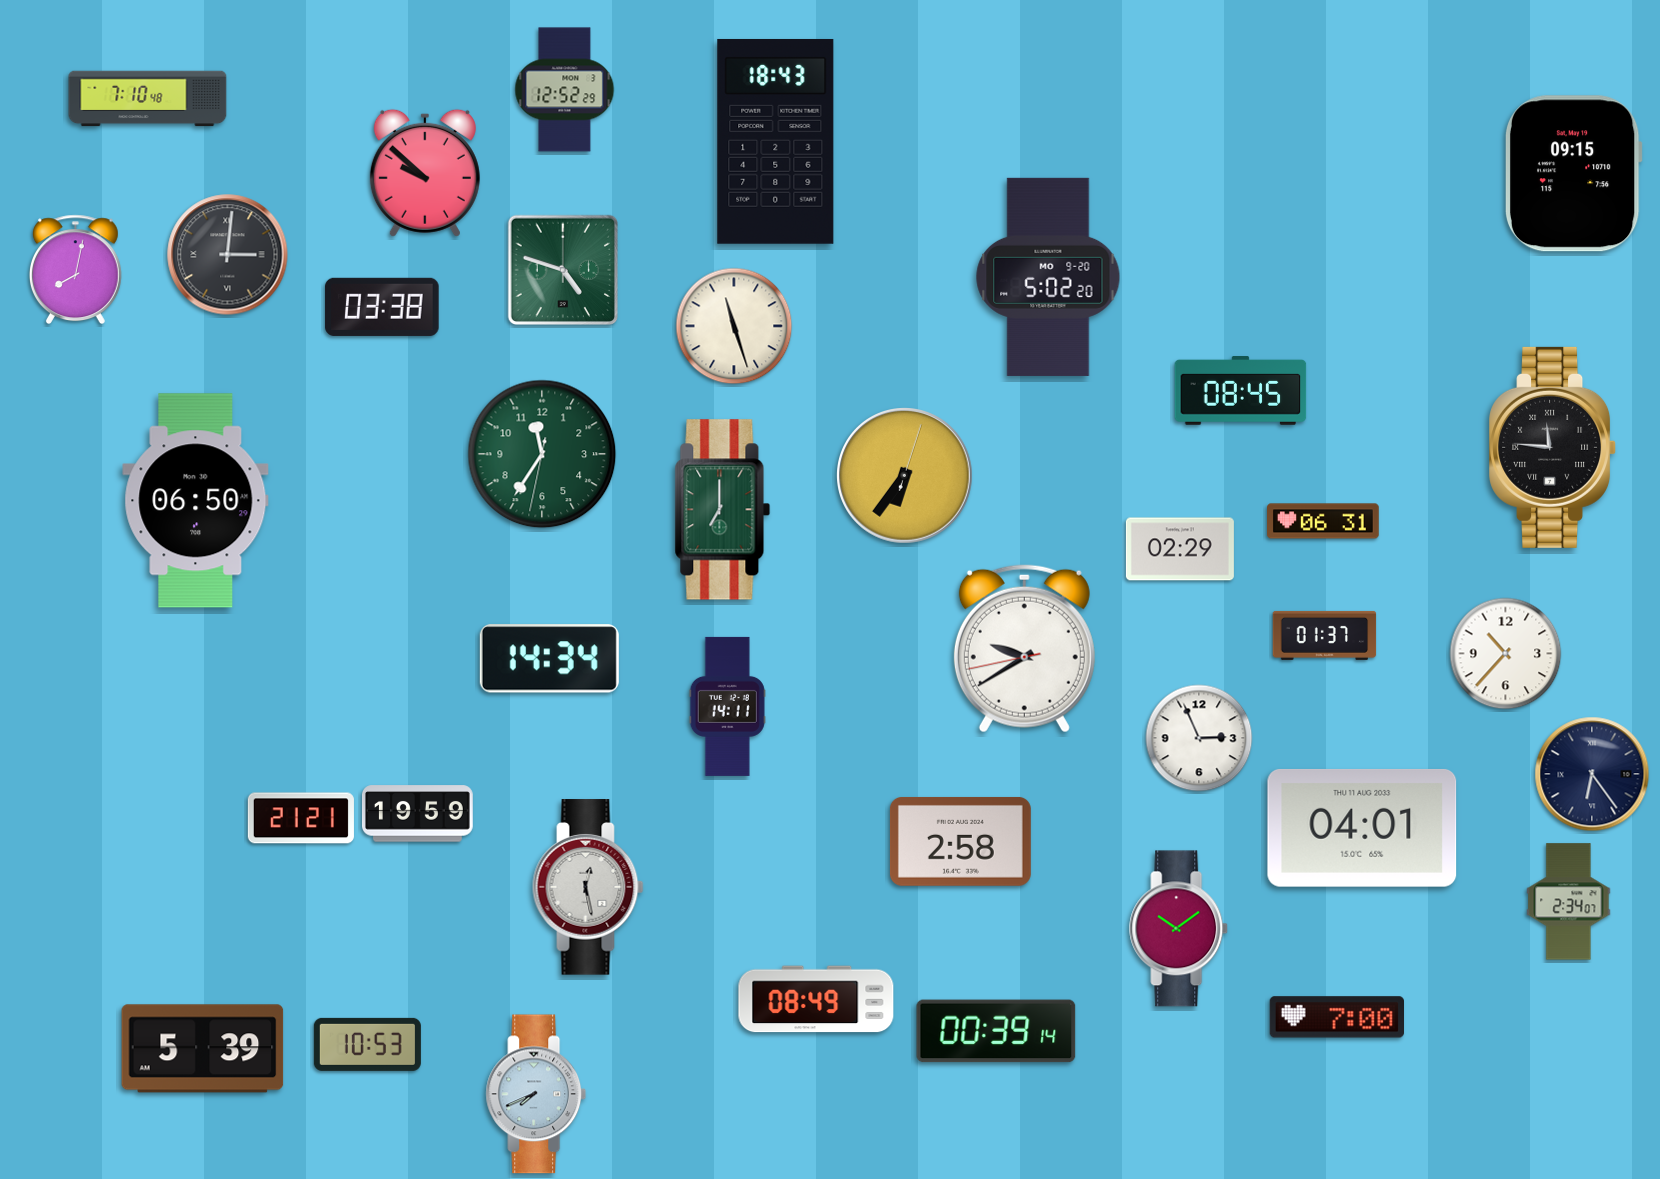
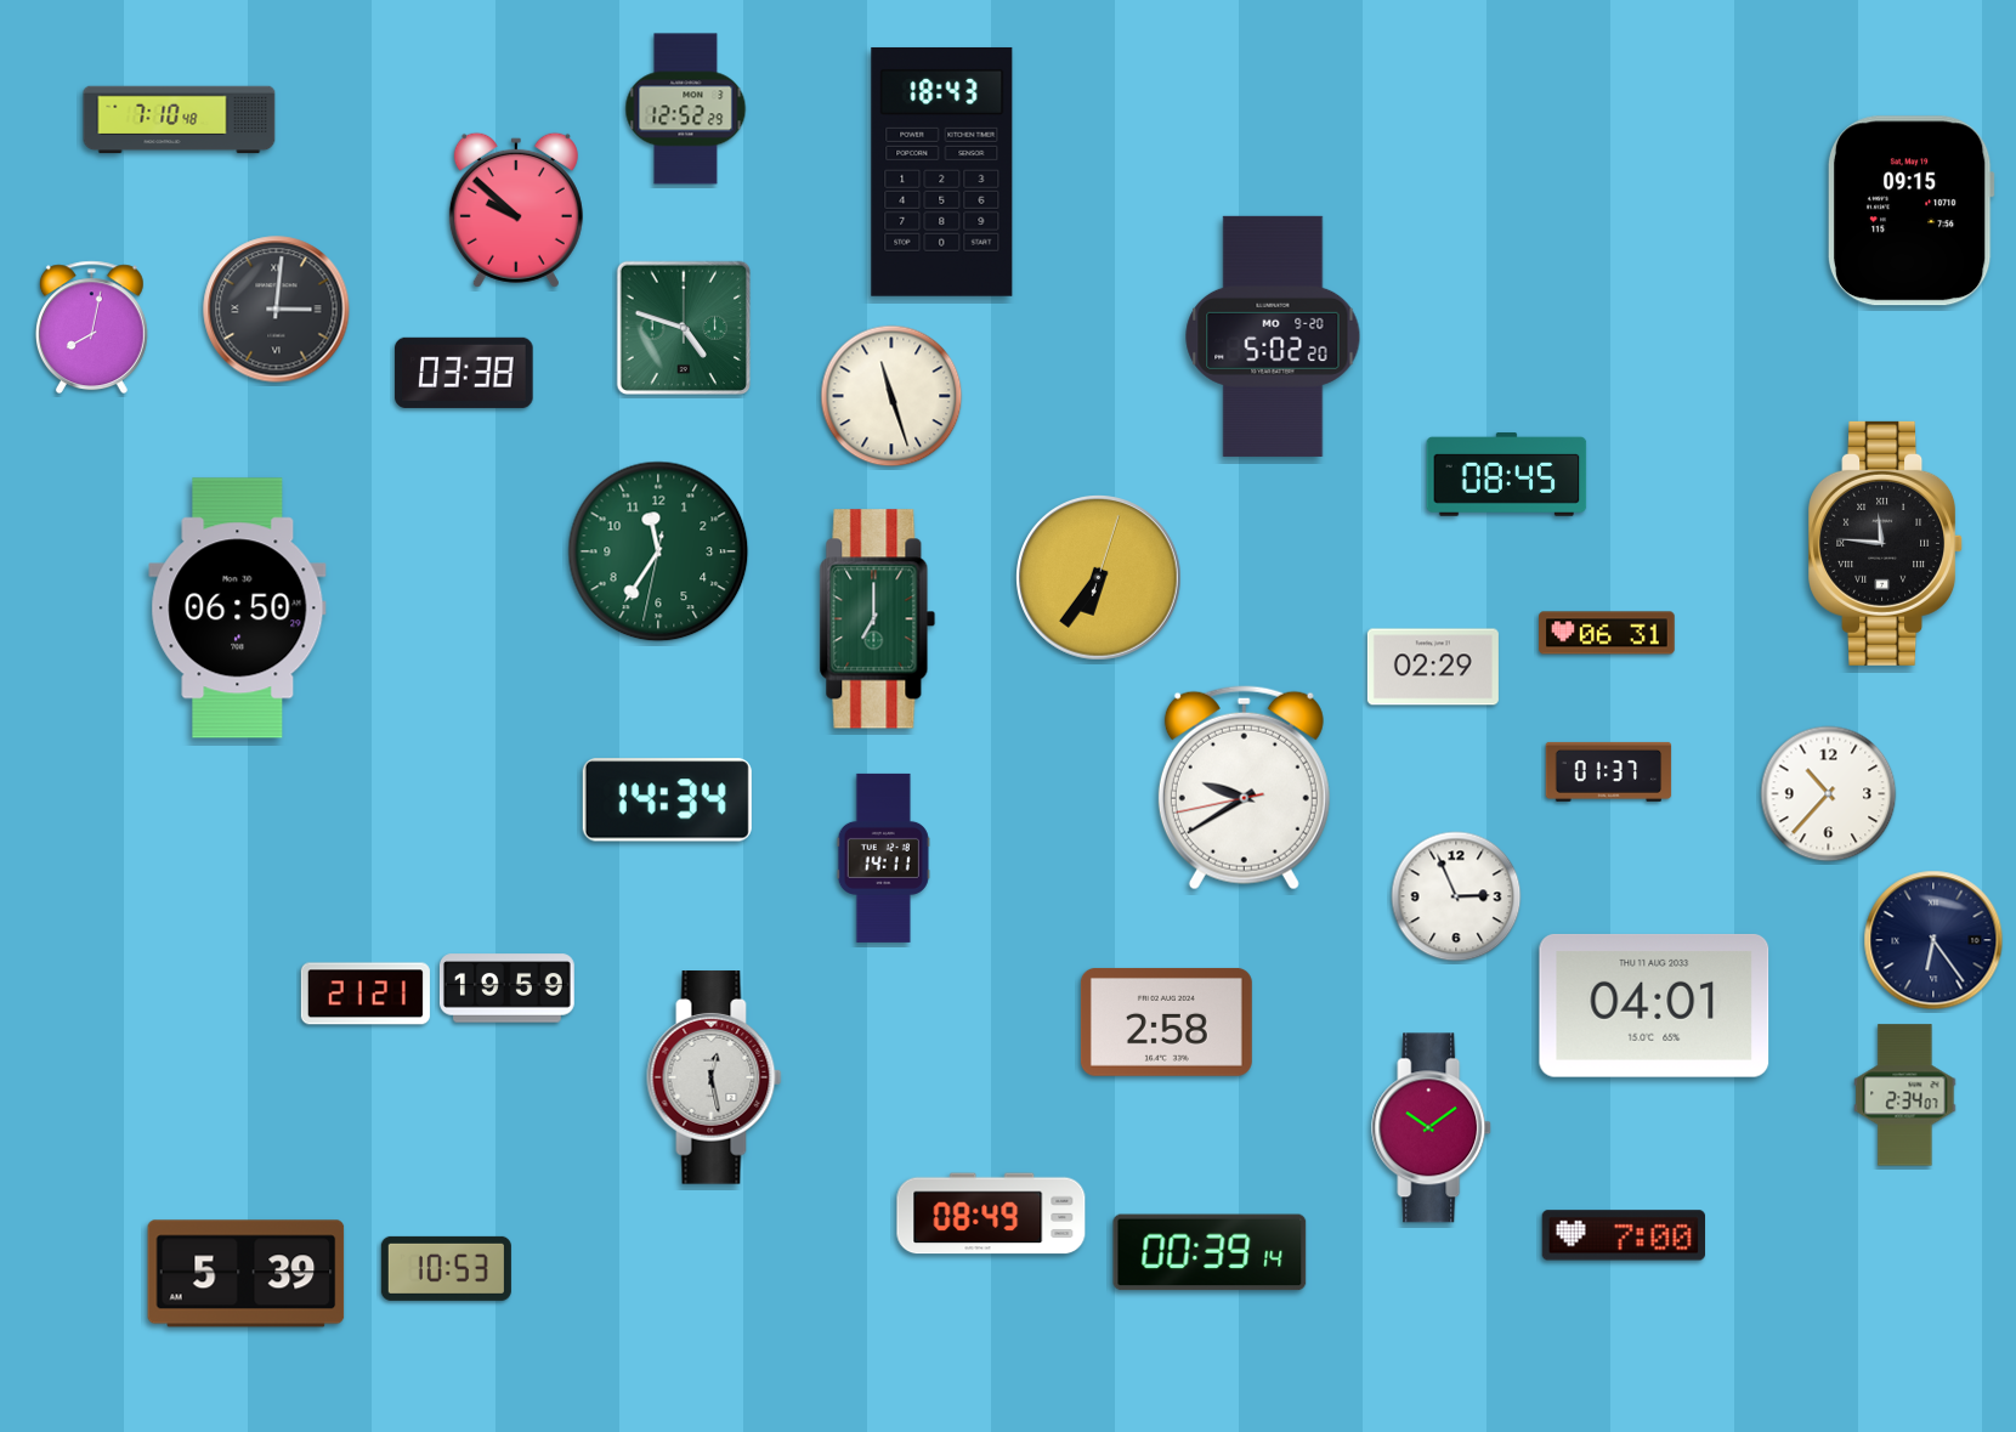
clock at (536, 1094): 7:41 -> none
